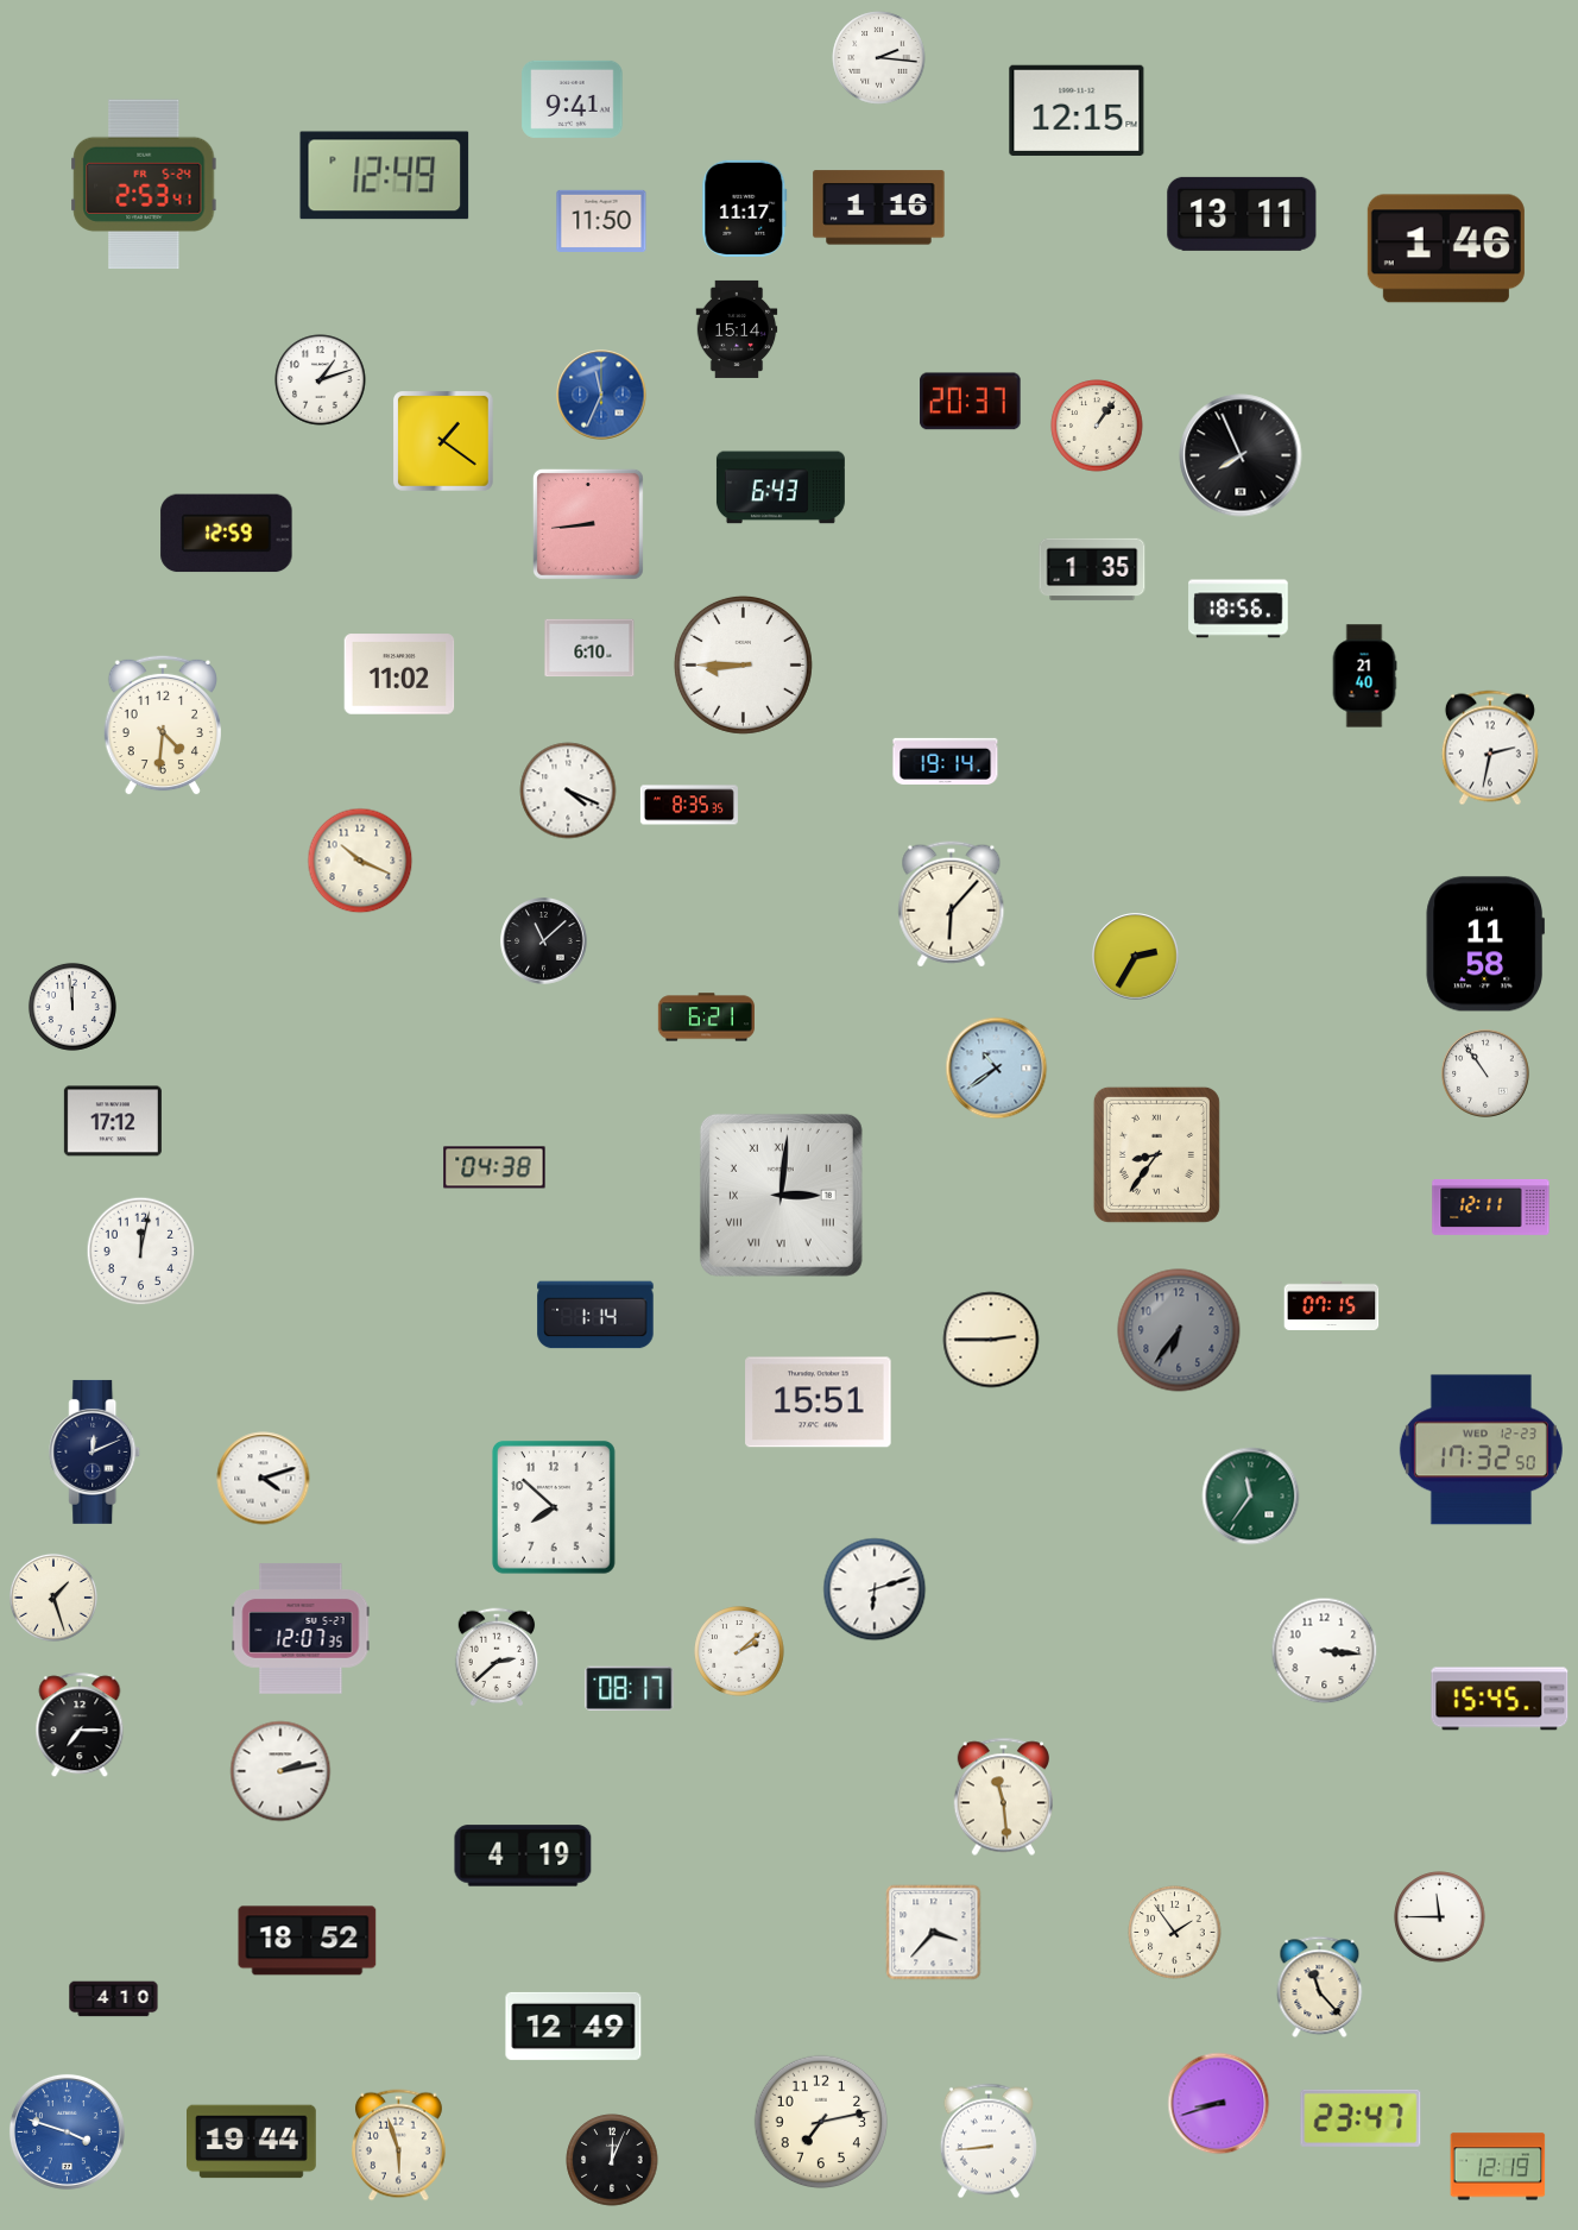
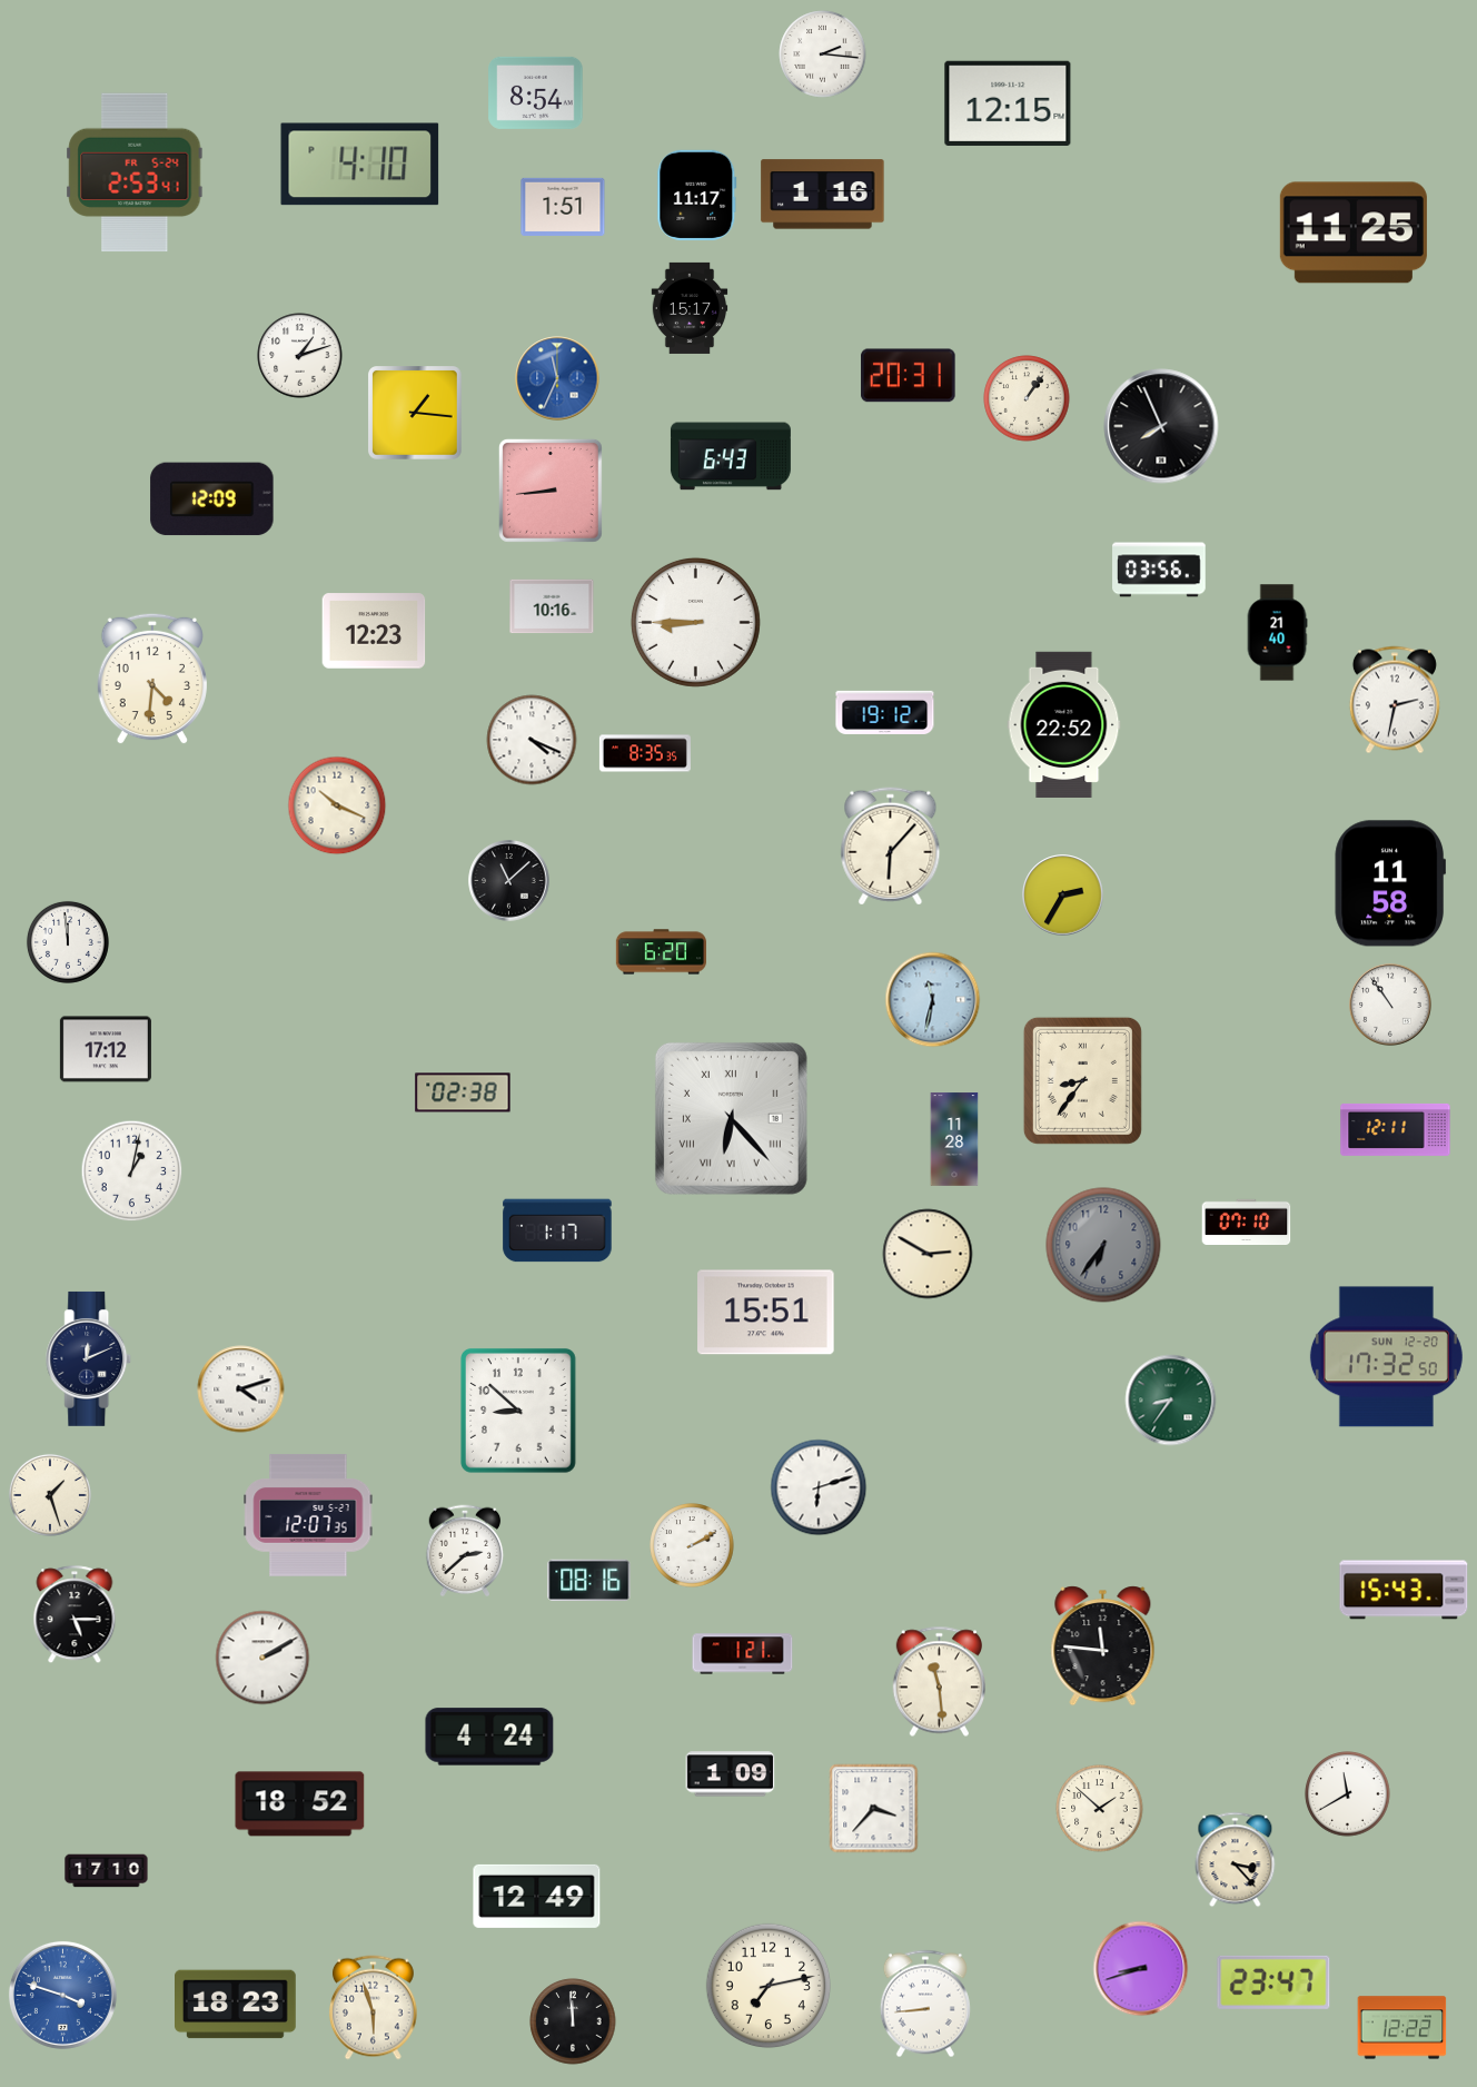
clock at (573, 99): 9:41 -> 8:54
clock at (385, 176): 12:49 -> 4:10
clock at (1242, 214): 13:11 -> none
clock at (601, 221): 11:50 -> 1:51
clock at (1446, 248): 1:46 -> 11:25
clock at (737, 329): 15:14 -> 15:17
clock at (601, 395) position: (601, 395) -> (557, 378)
clock at (971, 402): 20:37 -> 20:31
clock at (443, 441): 1:21 -> 1:16
clock at (227, 534): 12:59 -> 12:09
clock at (1092, 569): 1:35 -> none
clock at (1238, 609): 18:56 -> 03:56
clock at (589, 648): 6:10 -> 10:16
clock at (399, 674): 11:02 -> 12:23
clock at (946, 761): 19:14 -> 19:12
clock at (1064, 724): none -> 22:52
clock at (706, 1018): 6:21 -> 6:20
clock at (997, 1069): 10:39 -> 11:32
clock at (494, 1167): 04:38 -> 02:38
clock at (781, 1195): 3:01 -> 6:23
clock at (954, 1139): none -> 11:28
clock at (141, 1252): 12:02 -> 1:02
clock at (1332, 1306): 07:15 -> 07:10
clock at (595, 1315): 1:14 -> 1:17
clock at (991, 1340): 2:45 -> 2:50
clock at (1481, 1450) date: WED 12-23 -> SUN 12-20
clock at (264, 1479) position: (264, 1479) -> (241, 1389)
clock at (1251, 1497): 11:36 -> 8:36
clock at (554, 1507): 7:52 -> 8:52
clock at (301, 1629) position: (301, 1629) -> (308, 1515)
clock at (739, 1651): 2:08 -> 2:10
clock at (1325, 1651): 3:16 -> none
clock at (630, 1688): 08:17 -> 08:16
clock at (1500, 1699): 15:45 -> 15:43
clock at (80, 1726): 7:15 -> 5:15
clock at (1103, 1646): none -> 11:46
clock at (743, 1654): none -> 1:21
clock at (280, 1771): 2:13 -> 2:10
clock at (523, 1856): 4:19 -> 4:24
clock at (731, 1774): none -> 1:09
clock at (1440, 1917): 11:45 -> 11:40
clock at (1175, 1933): 1:54 -> 1:52
clock at (308, 1941) position: (308, 1941) -> (300, 1804)
clock at (1320, 1988): 11:23 -> 3:23
clock at (114, 1999): 4:10 -> 17:10
clock at (252, 2142): 19:44 -> 18:23
clock at (612, 2160): 12:04 -> 11:59
clock at (1498, 2167): 12:19 -> 12:22
